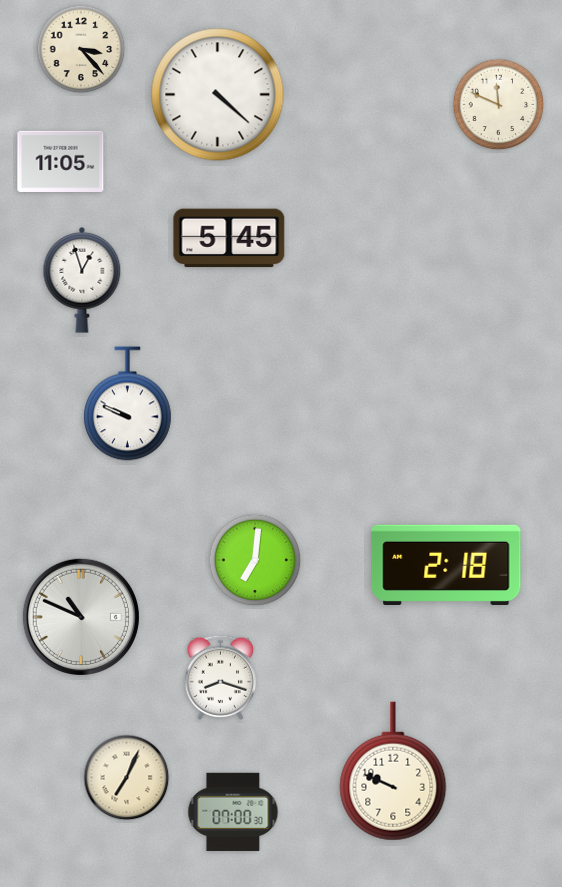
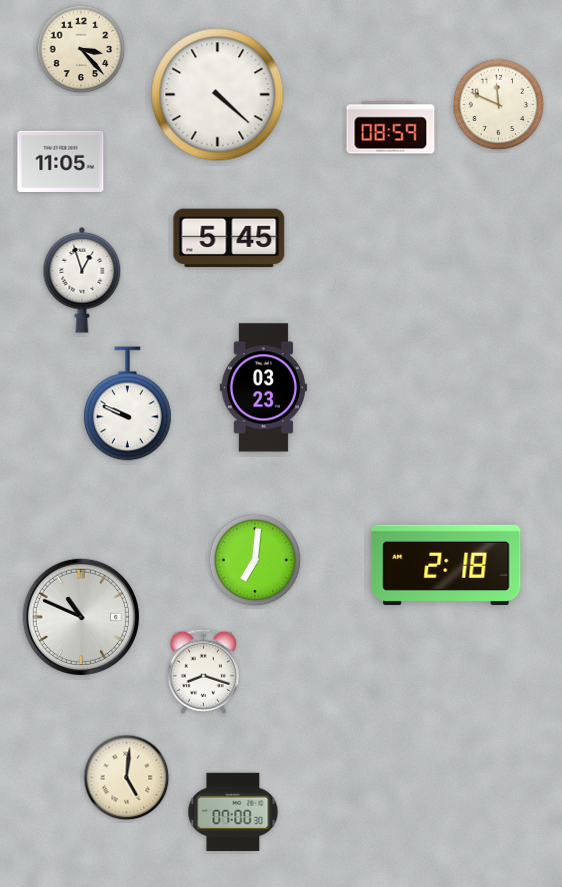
clock at (391, 128): none -> 08:59
clock at (263, 388): none -> 03:23
clock at (221, 677) position: (221, 677) -> (204, 671)
clock at (393, 771): 9:49 -> none
clock at (127, 778): 7:04 -> 5:01
